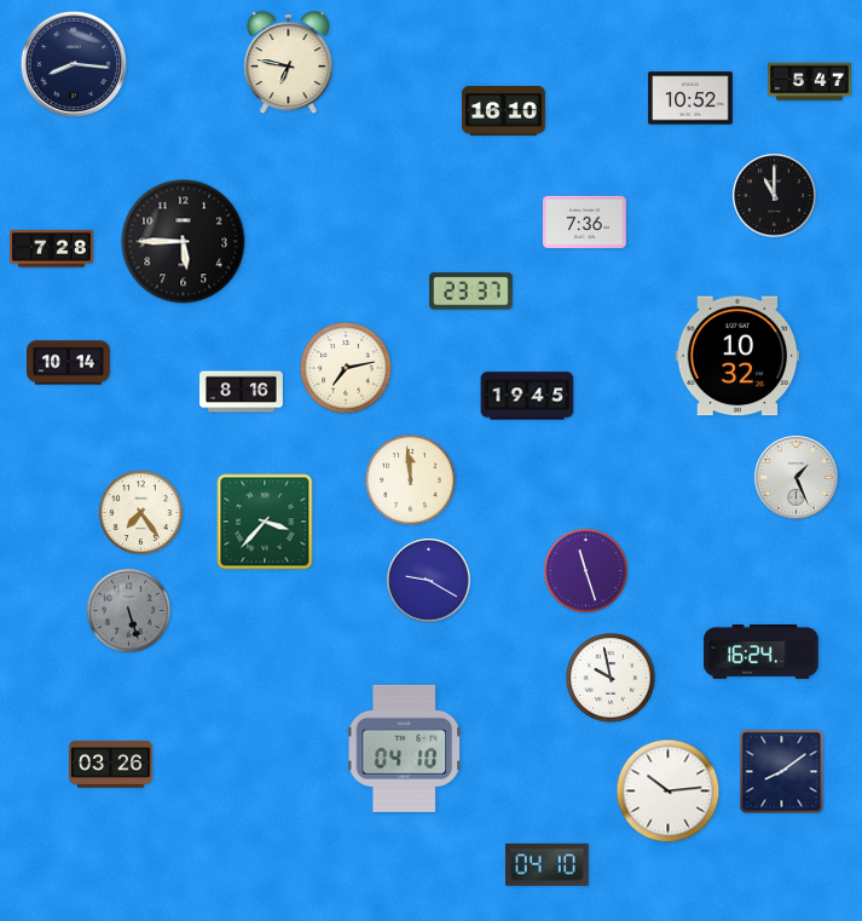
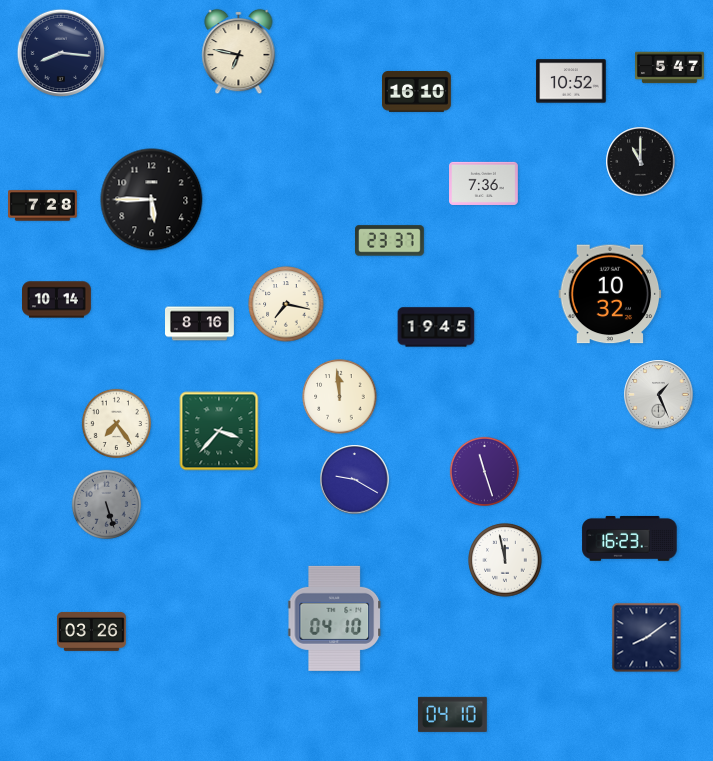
clock at (346, 368): 7:13 -> 7:17
clock at (762, 651): 16:24 -> 16:23
clock at (611, 678): 9:58 -> 11:58
clock at (669, 792): 10:14 -> none
